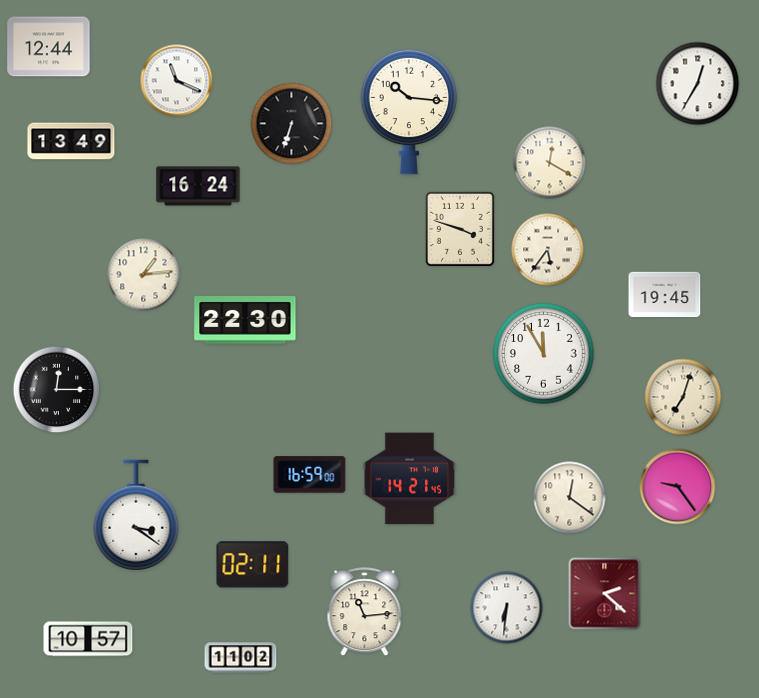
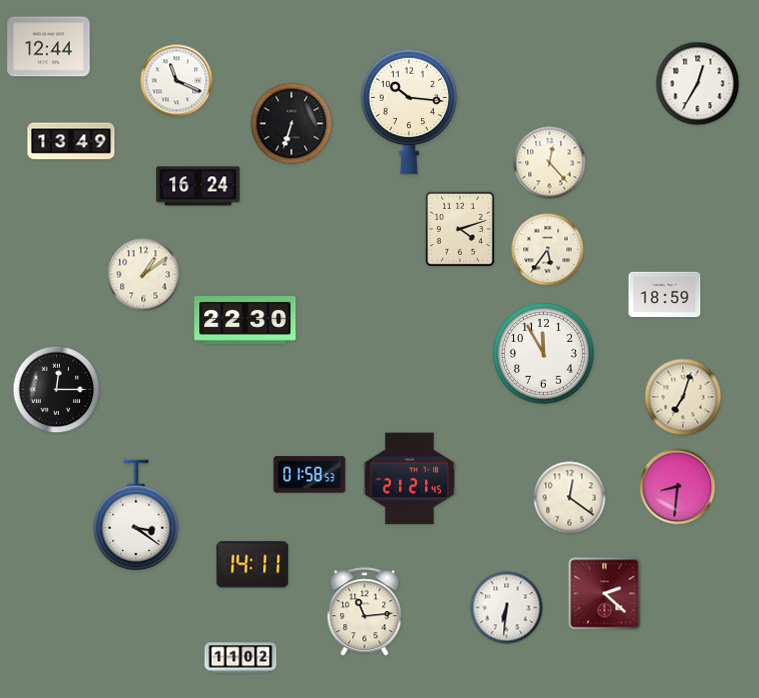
clock at (550, 163): 12:20 -> 12:23
clock at (460, 229): 3:48 -> 4:12
clock at (144, 275): 1:14 -> 1:09
clock at (665, 295): 19:45 -> 18:59
clock at (310, 475): 16:59 -> 01:58
clock at (410, 479): 14:21 -> 21:21
clock at (678, 487): 9:24 -> 8:31
clock at (253, 565): 02:11 -> 14:11
clock at (88, 639): 10:57 -> none
